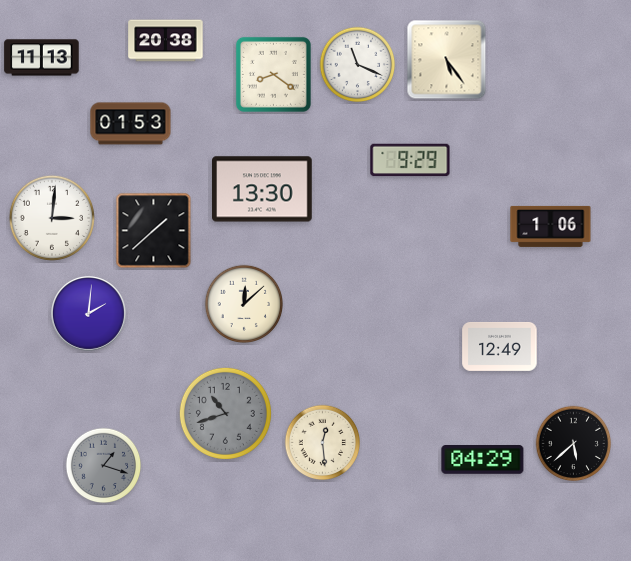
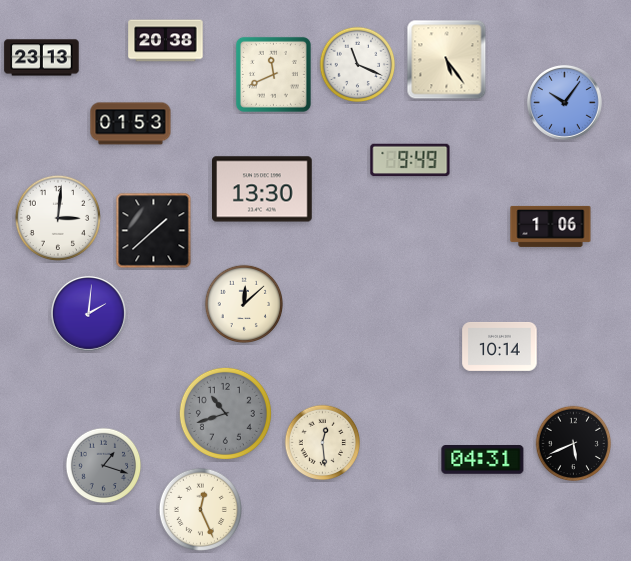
clock at (42, 58): 11:13 -> 23:13
clock at (273, 74): 8:21 -> 11:41
clock at (564, 102): none -> 10:06
clock at (410, 160): 9:29 -> 9:49
clock at (52, 218) position: (52, 218) -> (58, 218)
clock at (500, 346): 12:49 -> 10:14
clock at (574, 444): 5:38 -> 5:41
clock at (483, 460): 04:29 -> 04:31
clock at (200, 509): none -> 12:26
